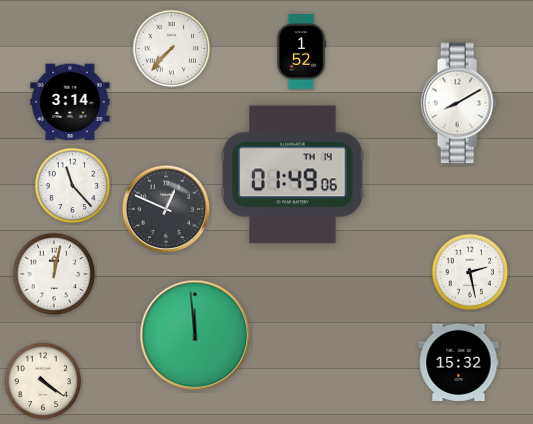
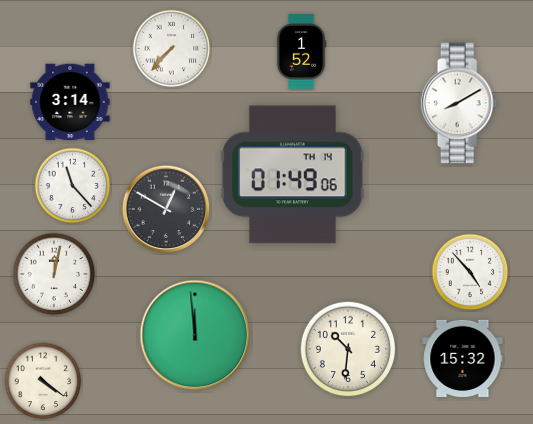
clock at (166, 209): 12:49 -> 12:50
clock at (470, 272): 2:28 -> 4:53
clock at (348, 349): none -> 10:31
clock at (459, 362) position: (459, 362) -> (463, 358)
